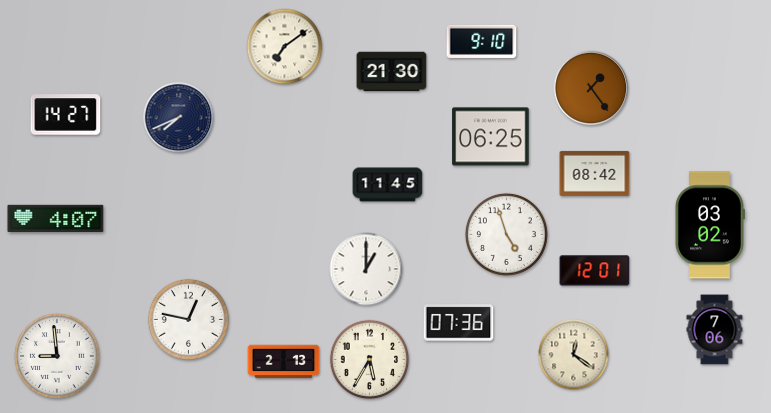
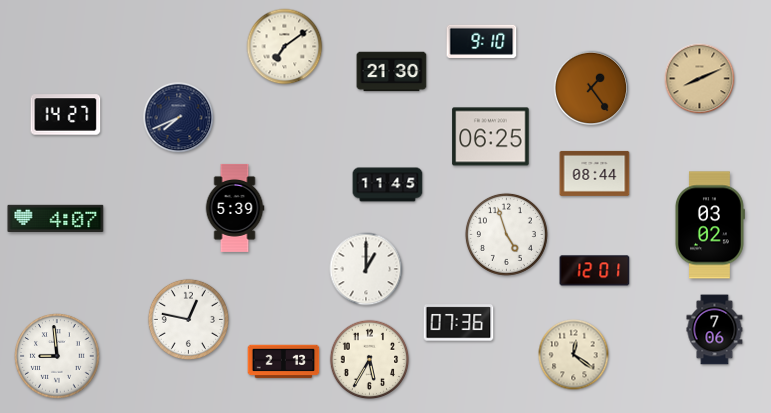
clock at (700, 79): none -> 8:11
clock at (595, 173): 08:42 -> 08:44
clock at (235, 208): none -> 5:39
